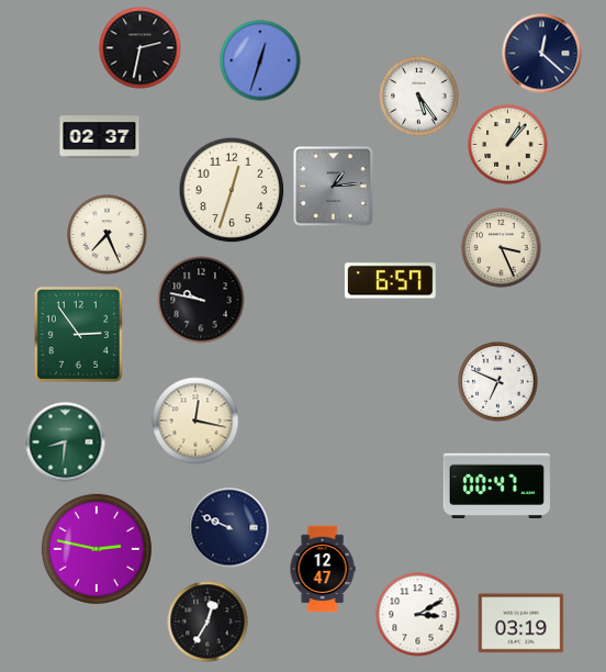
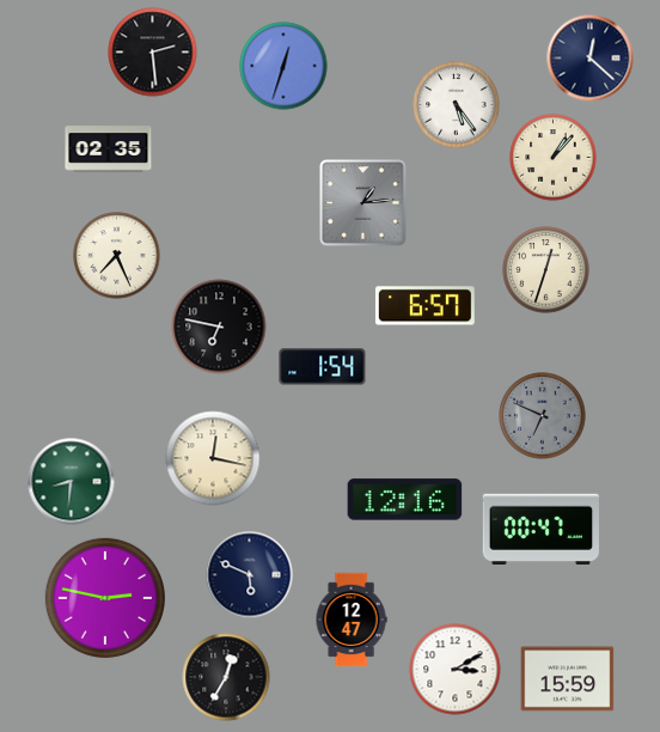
clock at (141, 48): 2:32 -> 2:29
clock at (100, 137): 02:37 -> 02:35
clock at (232, 190): 12:33 -> none
clock at (502, 248): 3:26 -> 12:33
clock at (201, 300): 9:47 -> 6:47
clock at (78, 334): 2:54 -> none
clock at (323, 367): none -> 1:54
clock at (498, 382) dial: white -> grey
clock at (405, 500): none -> 12:16
clock at (229, 528): 9:49 -> 5:49
clock at (521, 624): 03:19 -> 15:59
